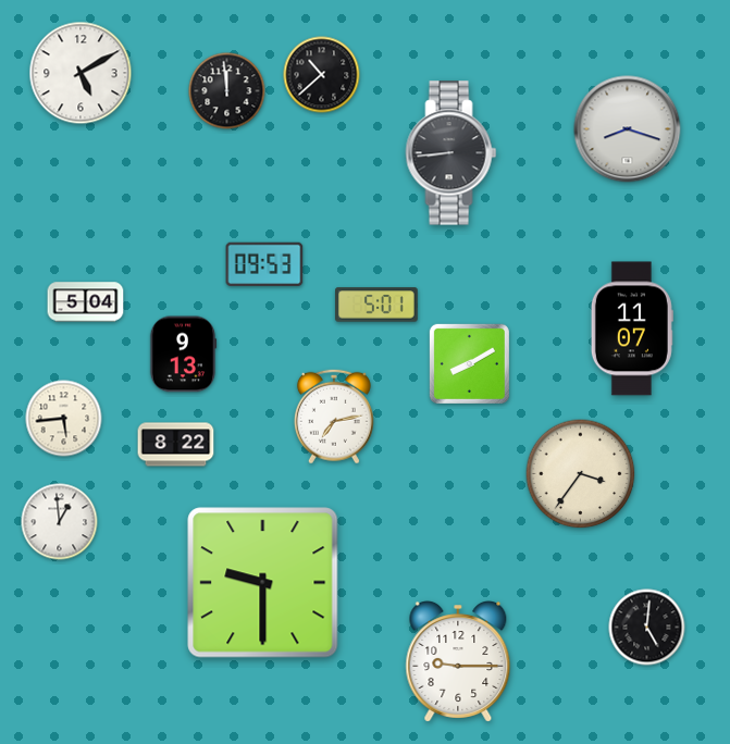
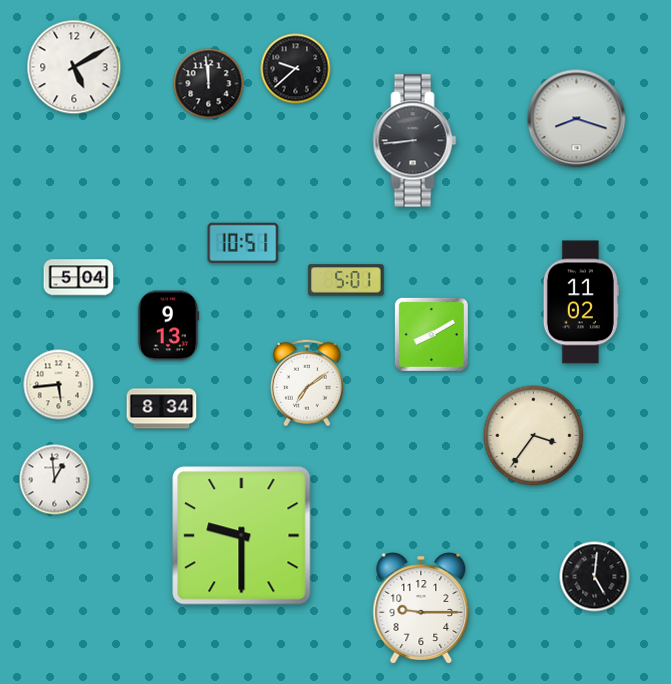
clock at (322, 75): 10:38 -> 9:38
clock at (264, 264): 09:53 -> 10:51
clock at (632, 328): 11:07 -> 11:02
clock at (334, 417): 7:13 -> 7:09
clock at (176, 445): 8:22 -> 8:34
